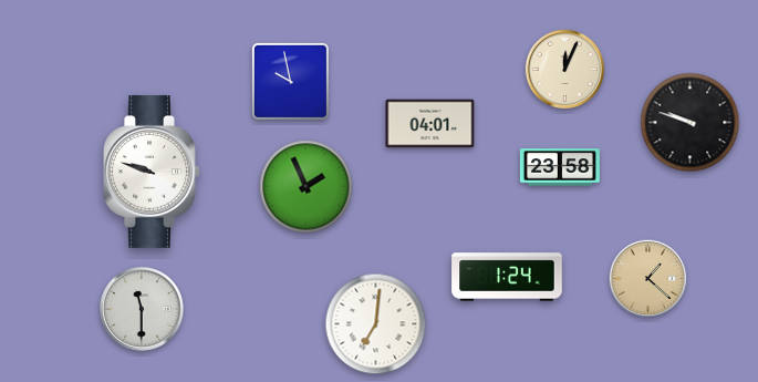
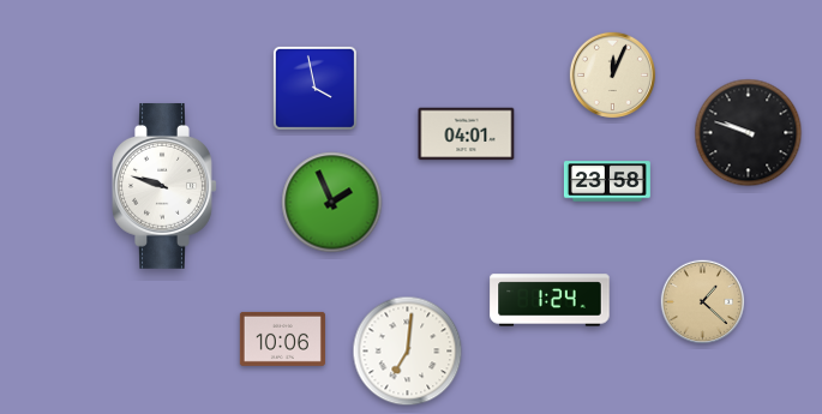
clock at (290, 81): 9:58 -> 3:58
clock at (143, 310): 11:30 -> none
clock at (282, 338): none -> 10:06
